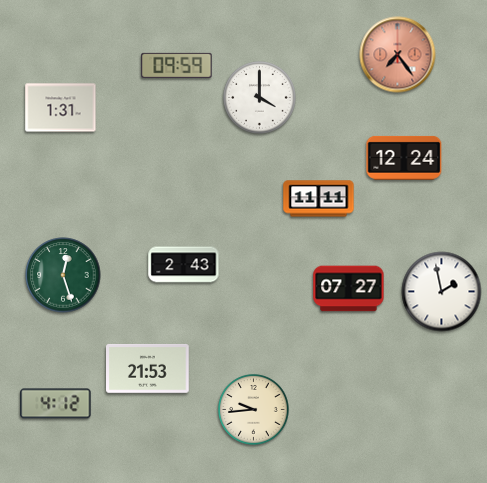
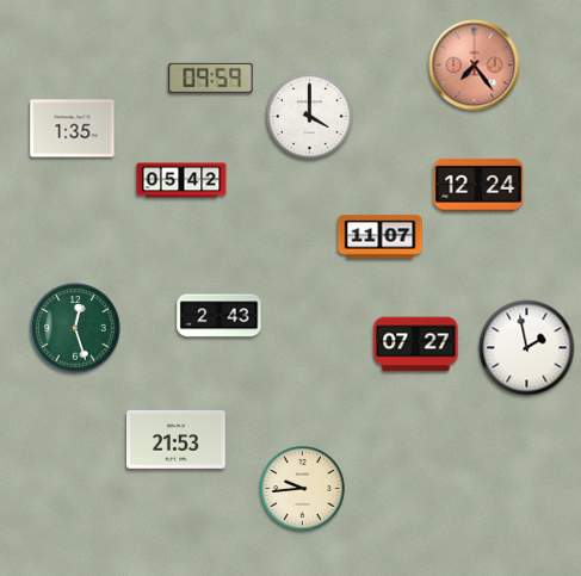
clock at (61, 108): 1:31 -> 1:35
clock at (181, 180): none -> 05:42
clock at (404, 158) position: (404, 158) -> (478, 185)
clock at (319, 199): 11:11 -> 11:07
clock at (56, 404): 4:12 -> none
